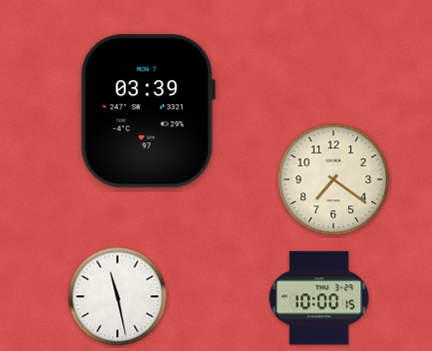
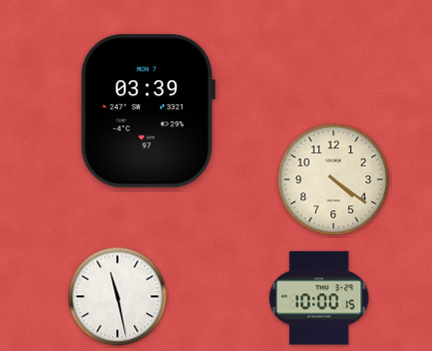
clock at (334, 180): 7:21 -> 4:21
